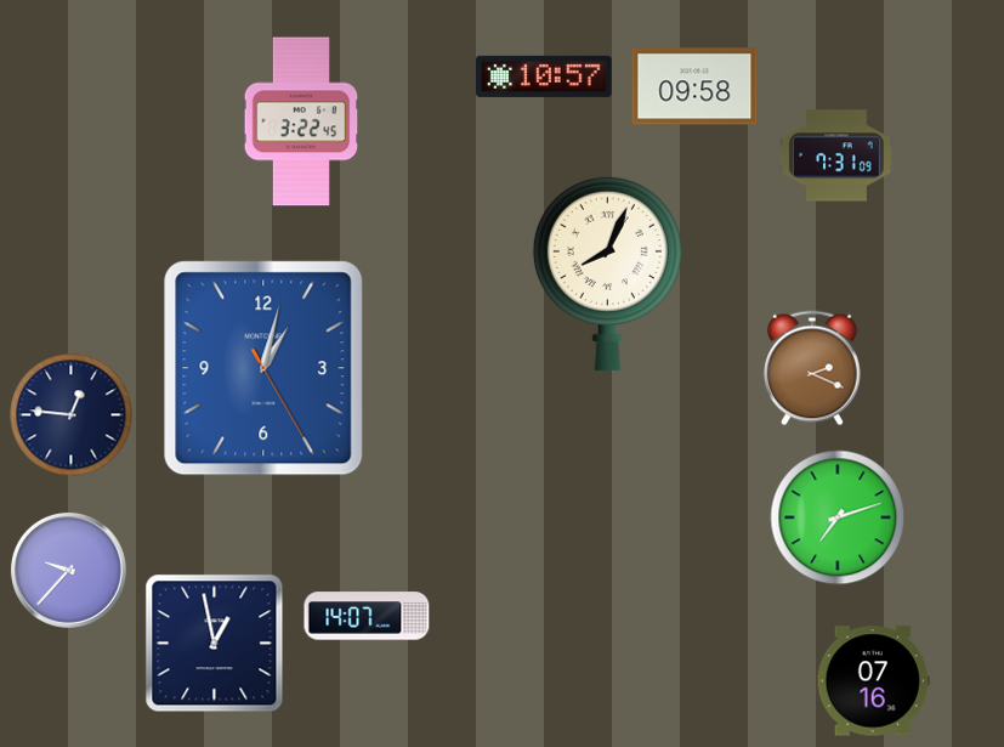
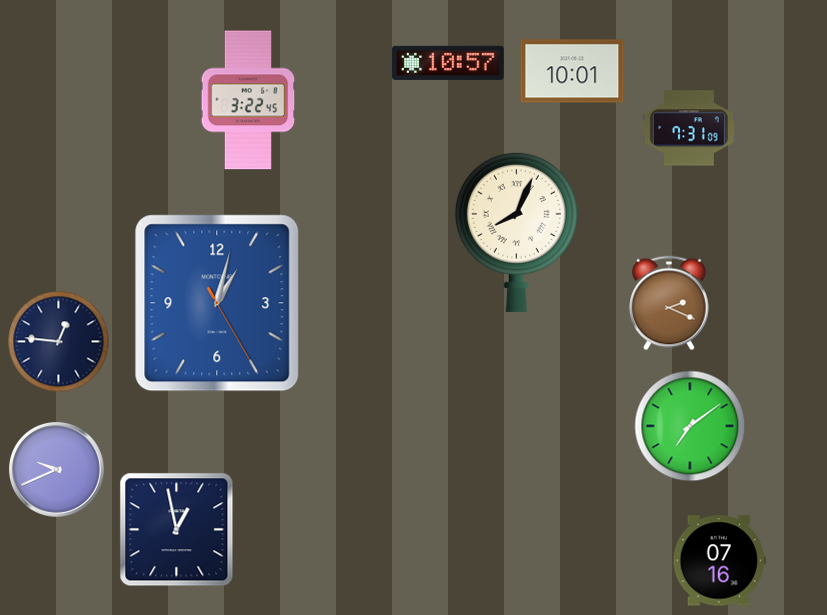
clock at (694, 86): 09:58 -> 10:01
clock at (607, 273) position: (607, 273) -> (516, 232)
clock at (838, 517): 7:12 -> 7:09
clock at (68, 570): 9:37 -> 9:41
clock at (367, 616): 14:07 -> none
